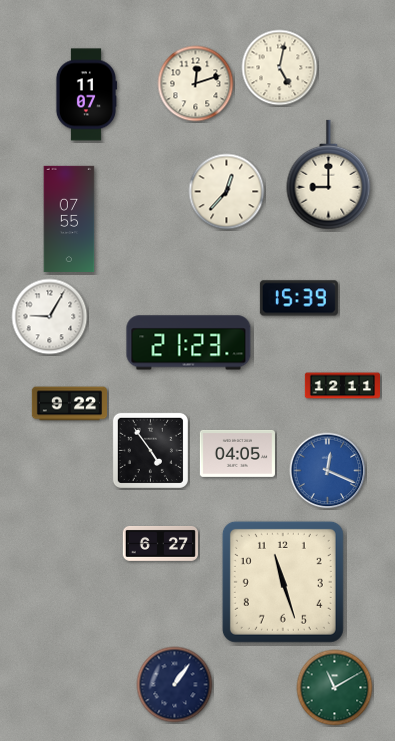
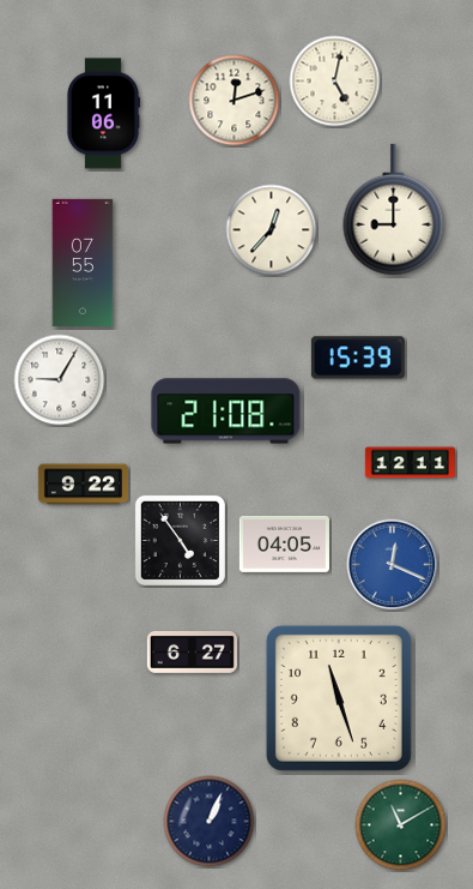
clock at (85, 95): 11:07 -> 11:06
clock at (189, 343): 21:23 -> 21:08
clock at (175, 685): 1:06 -> 1:04
